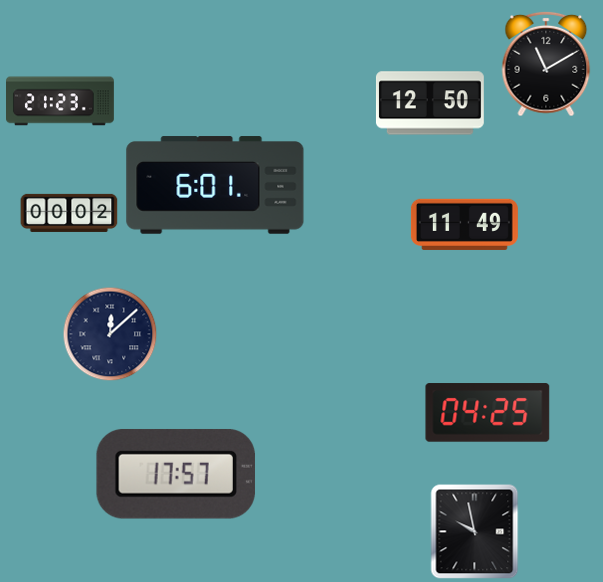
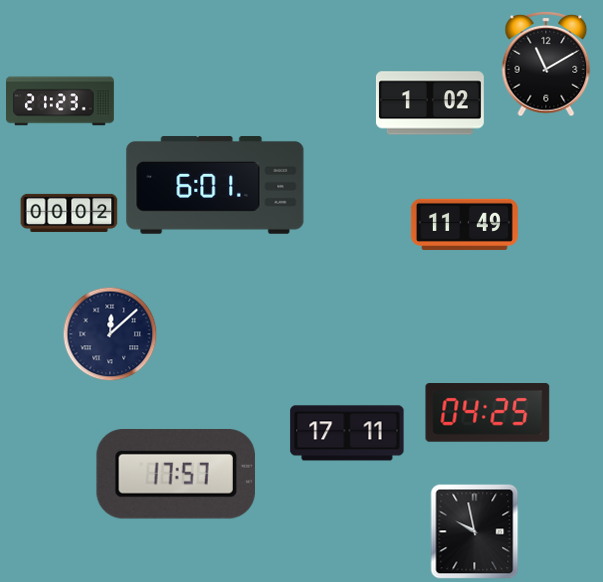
clock at (430, 103): 12:50 -> 1:02
clock at (347, 433): none -> 17:11
